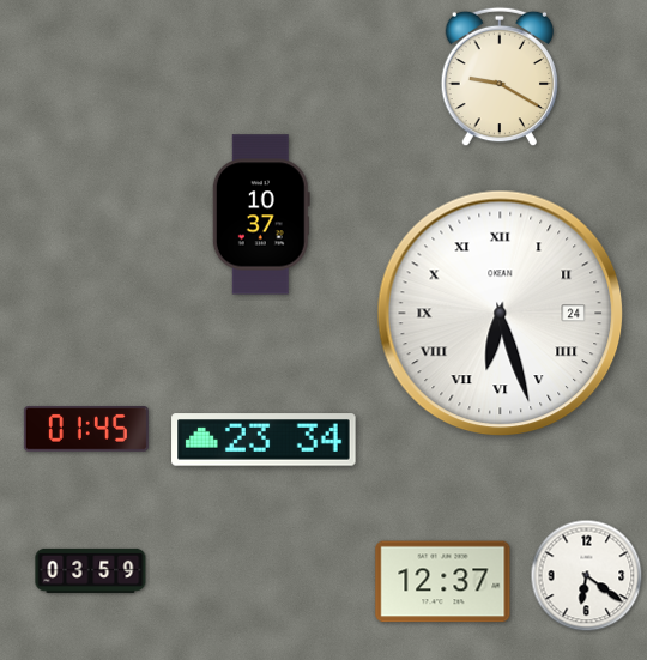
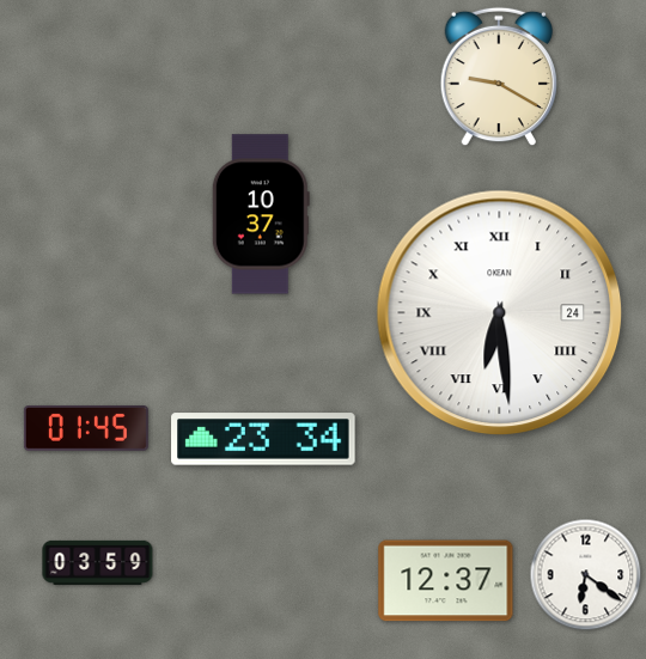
clock at (501, 314): 6:27 -> 6:29
clock at (91, 570) position: (91, 570) -> (98, 562)
clock at (443, 582) position: (443, 582) -> (446, 581)
